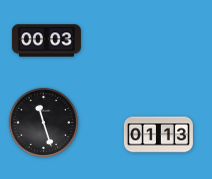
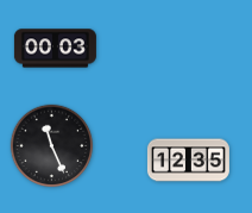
clock at (44, 123): 11:27 -> 11:26
clock at (158, 135): 01:13 -> 12:35
